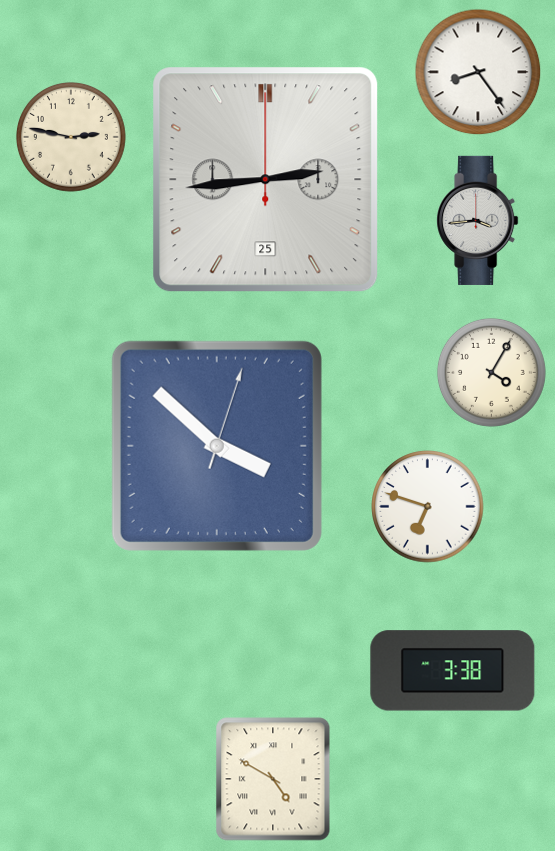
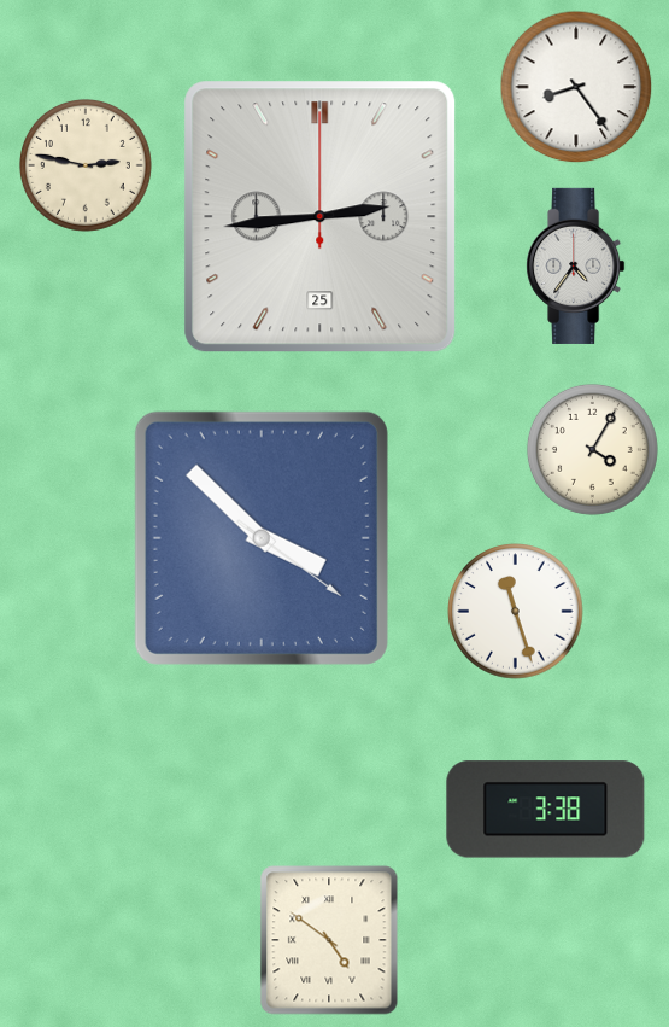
clock at (478, 220): 3:44 -> 4:36
clock at (217, 446): 3:52:03 -> 3:52:21
clock at (428, 507): 6:48 -> 11:27
clock at (273, 779): 4:50 -> 4:51
